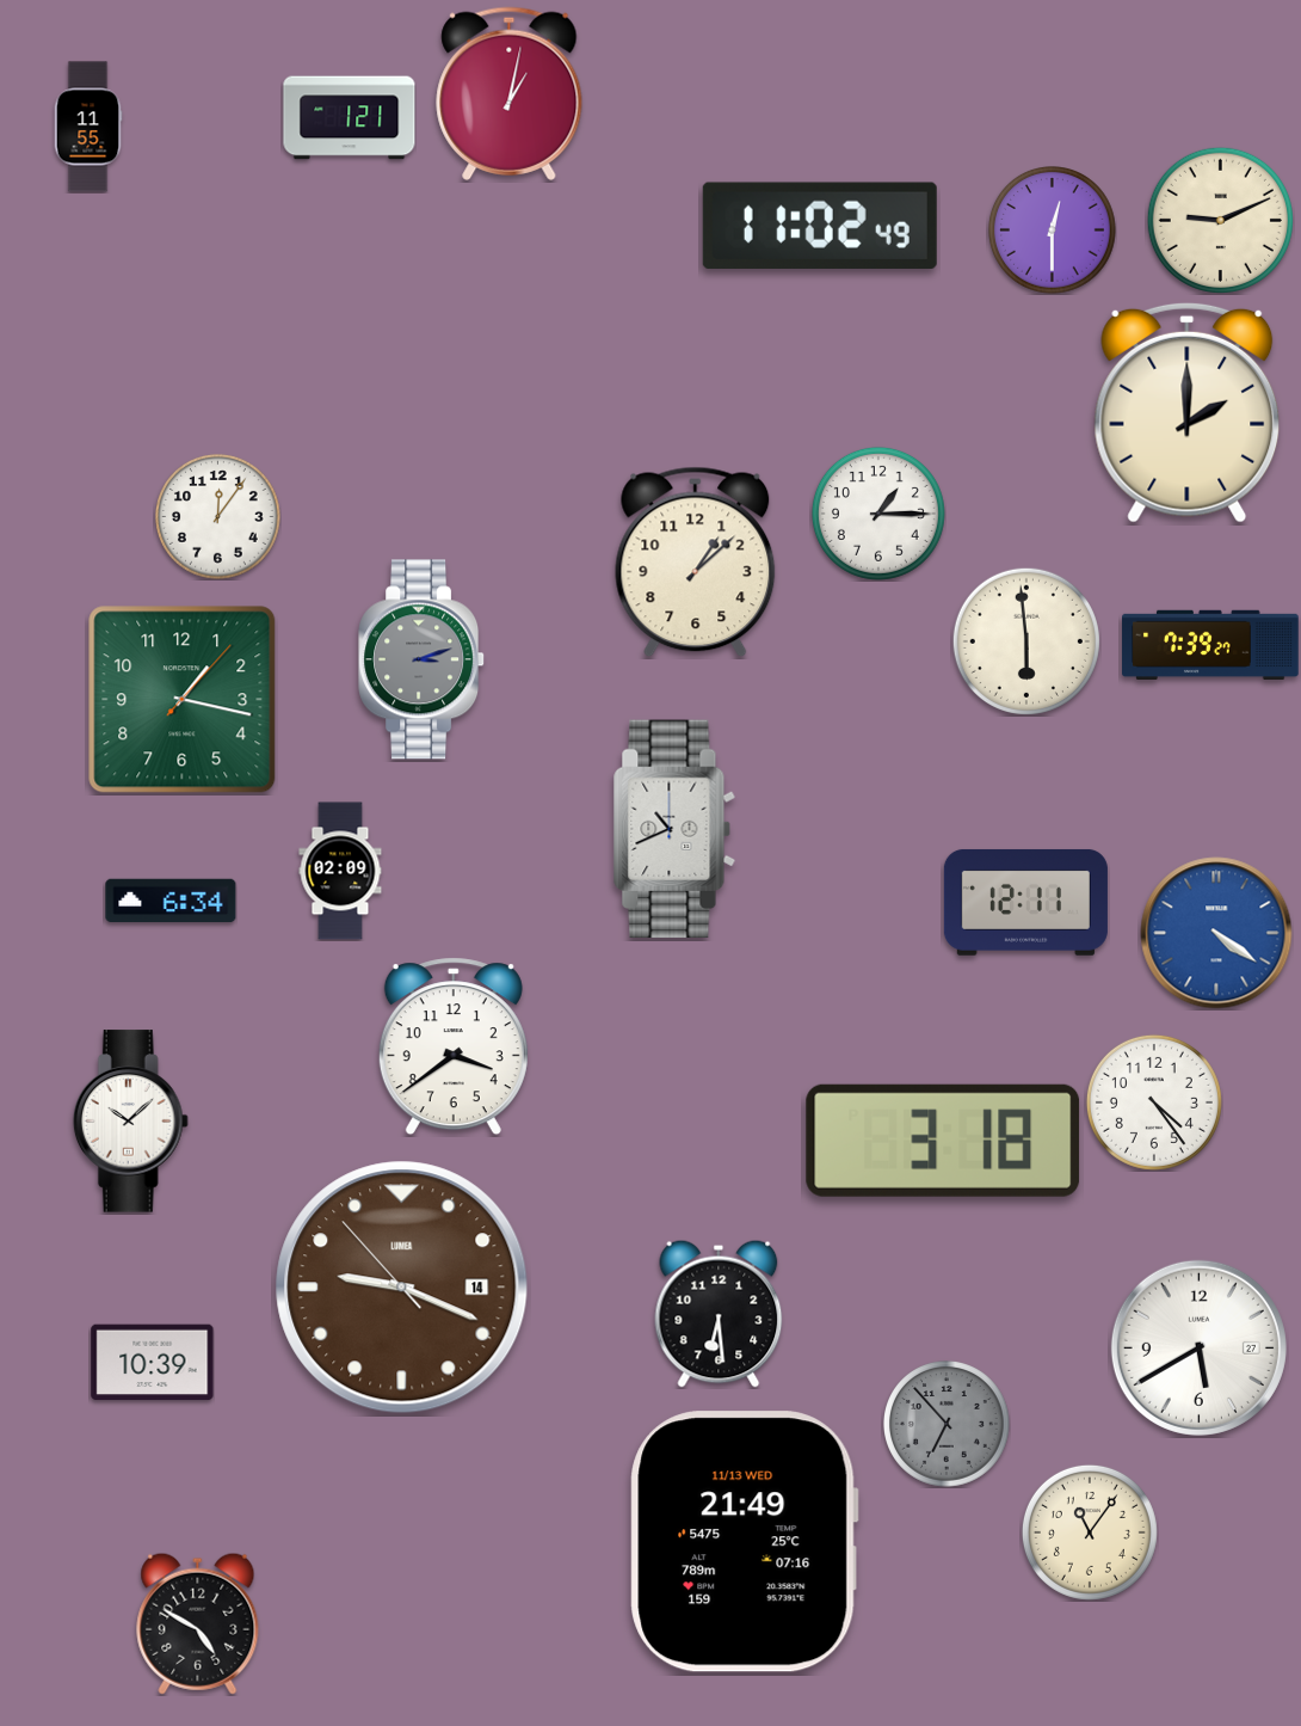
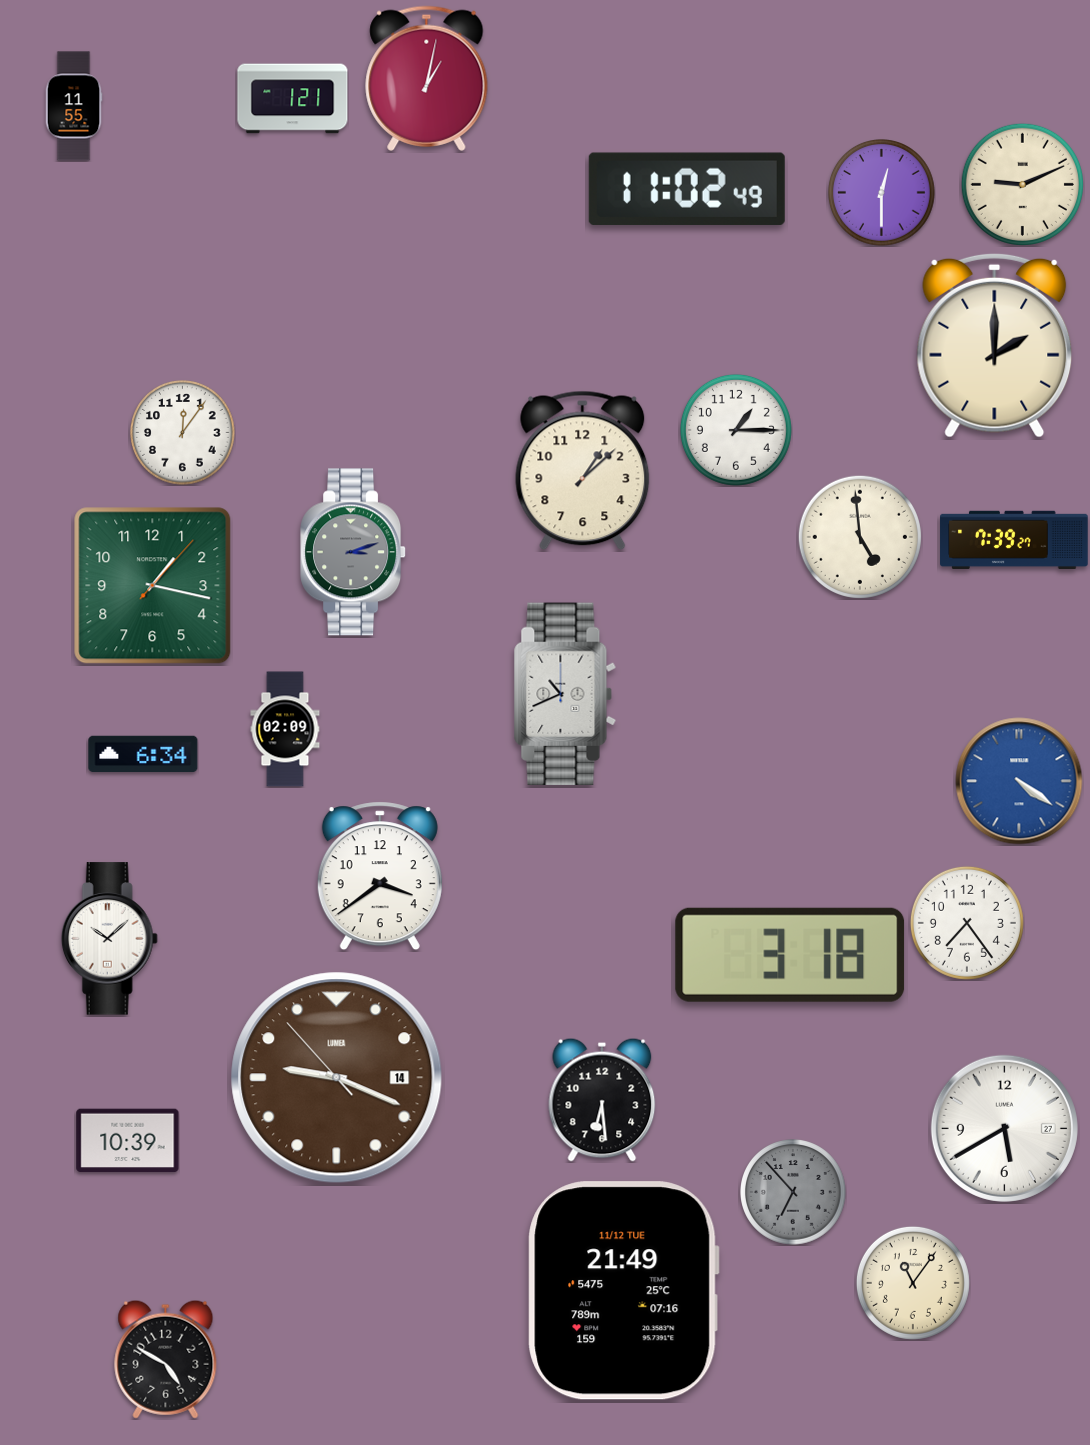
clock at (1026, 641): 5:59 -> 4:59
clock at (1025, 902): 12:11 -> none
clock at (1154, 1102): 4:24 -> 7:24
clock at (744, 1542) date: 11/13 WED -> 11/12 TUE
